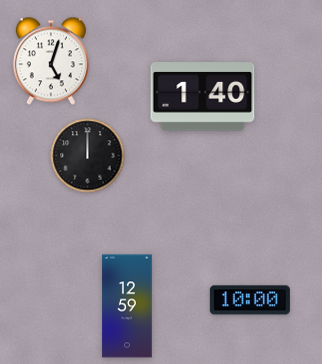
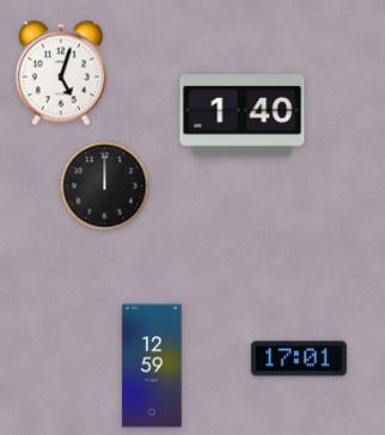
clock at (250, 300): 10:00 -> 17:01
